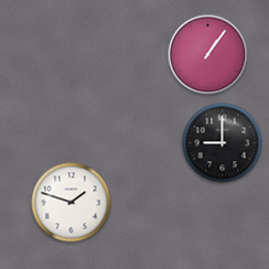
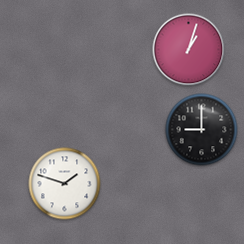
clock at (208, 55): 1:06 -> 1:03
